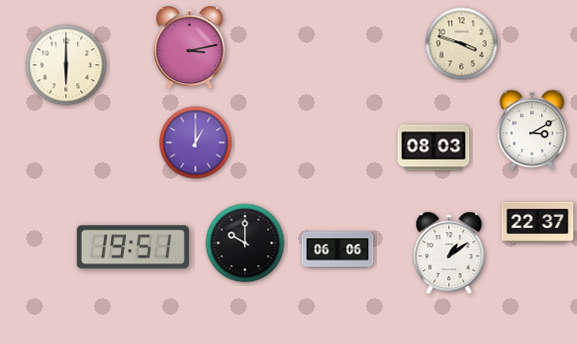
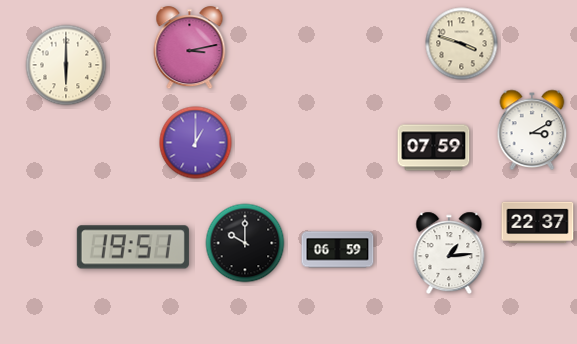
clock at (434, 148): 08:03 -> 07:59
clock at (338, 250): 06:06 -> 06:59
clock at (449, 253): 1:09 -> 1:14
